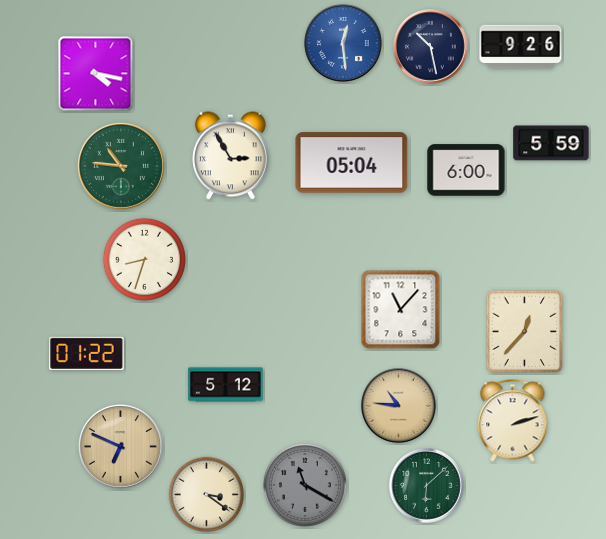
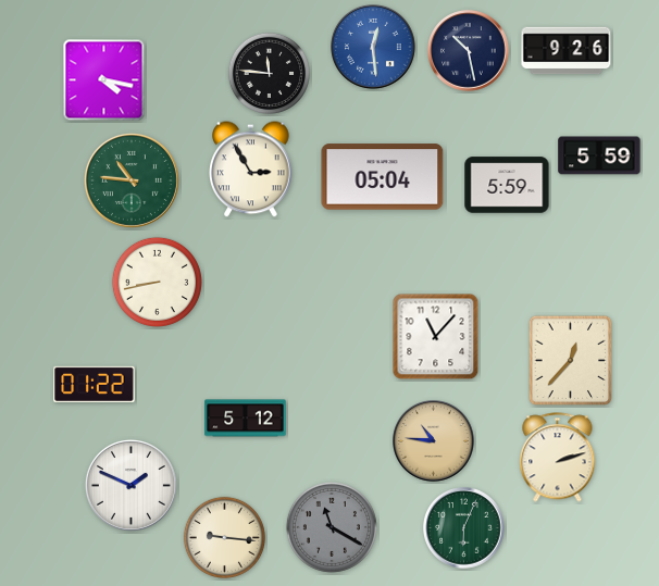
clock at (269, 73): none -> 11:46
clock at (466, 170): 6:00 -> 5:59
clock at (144, 259): 8:33 -> 8:43
clock at (120, 446): 6:49 -> 1:49
clock at (120, 446) dial: champagne -> white
clock at (427, 486): 6:08 -> 6:04
clock at (206, 494): 3:21 -> 9:16
